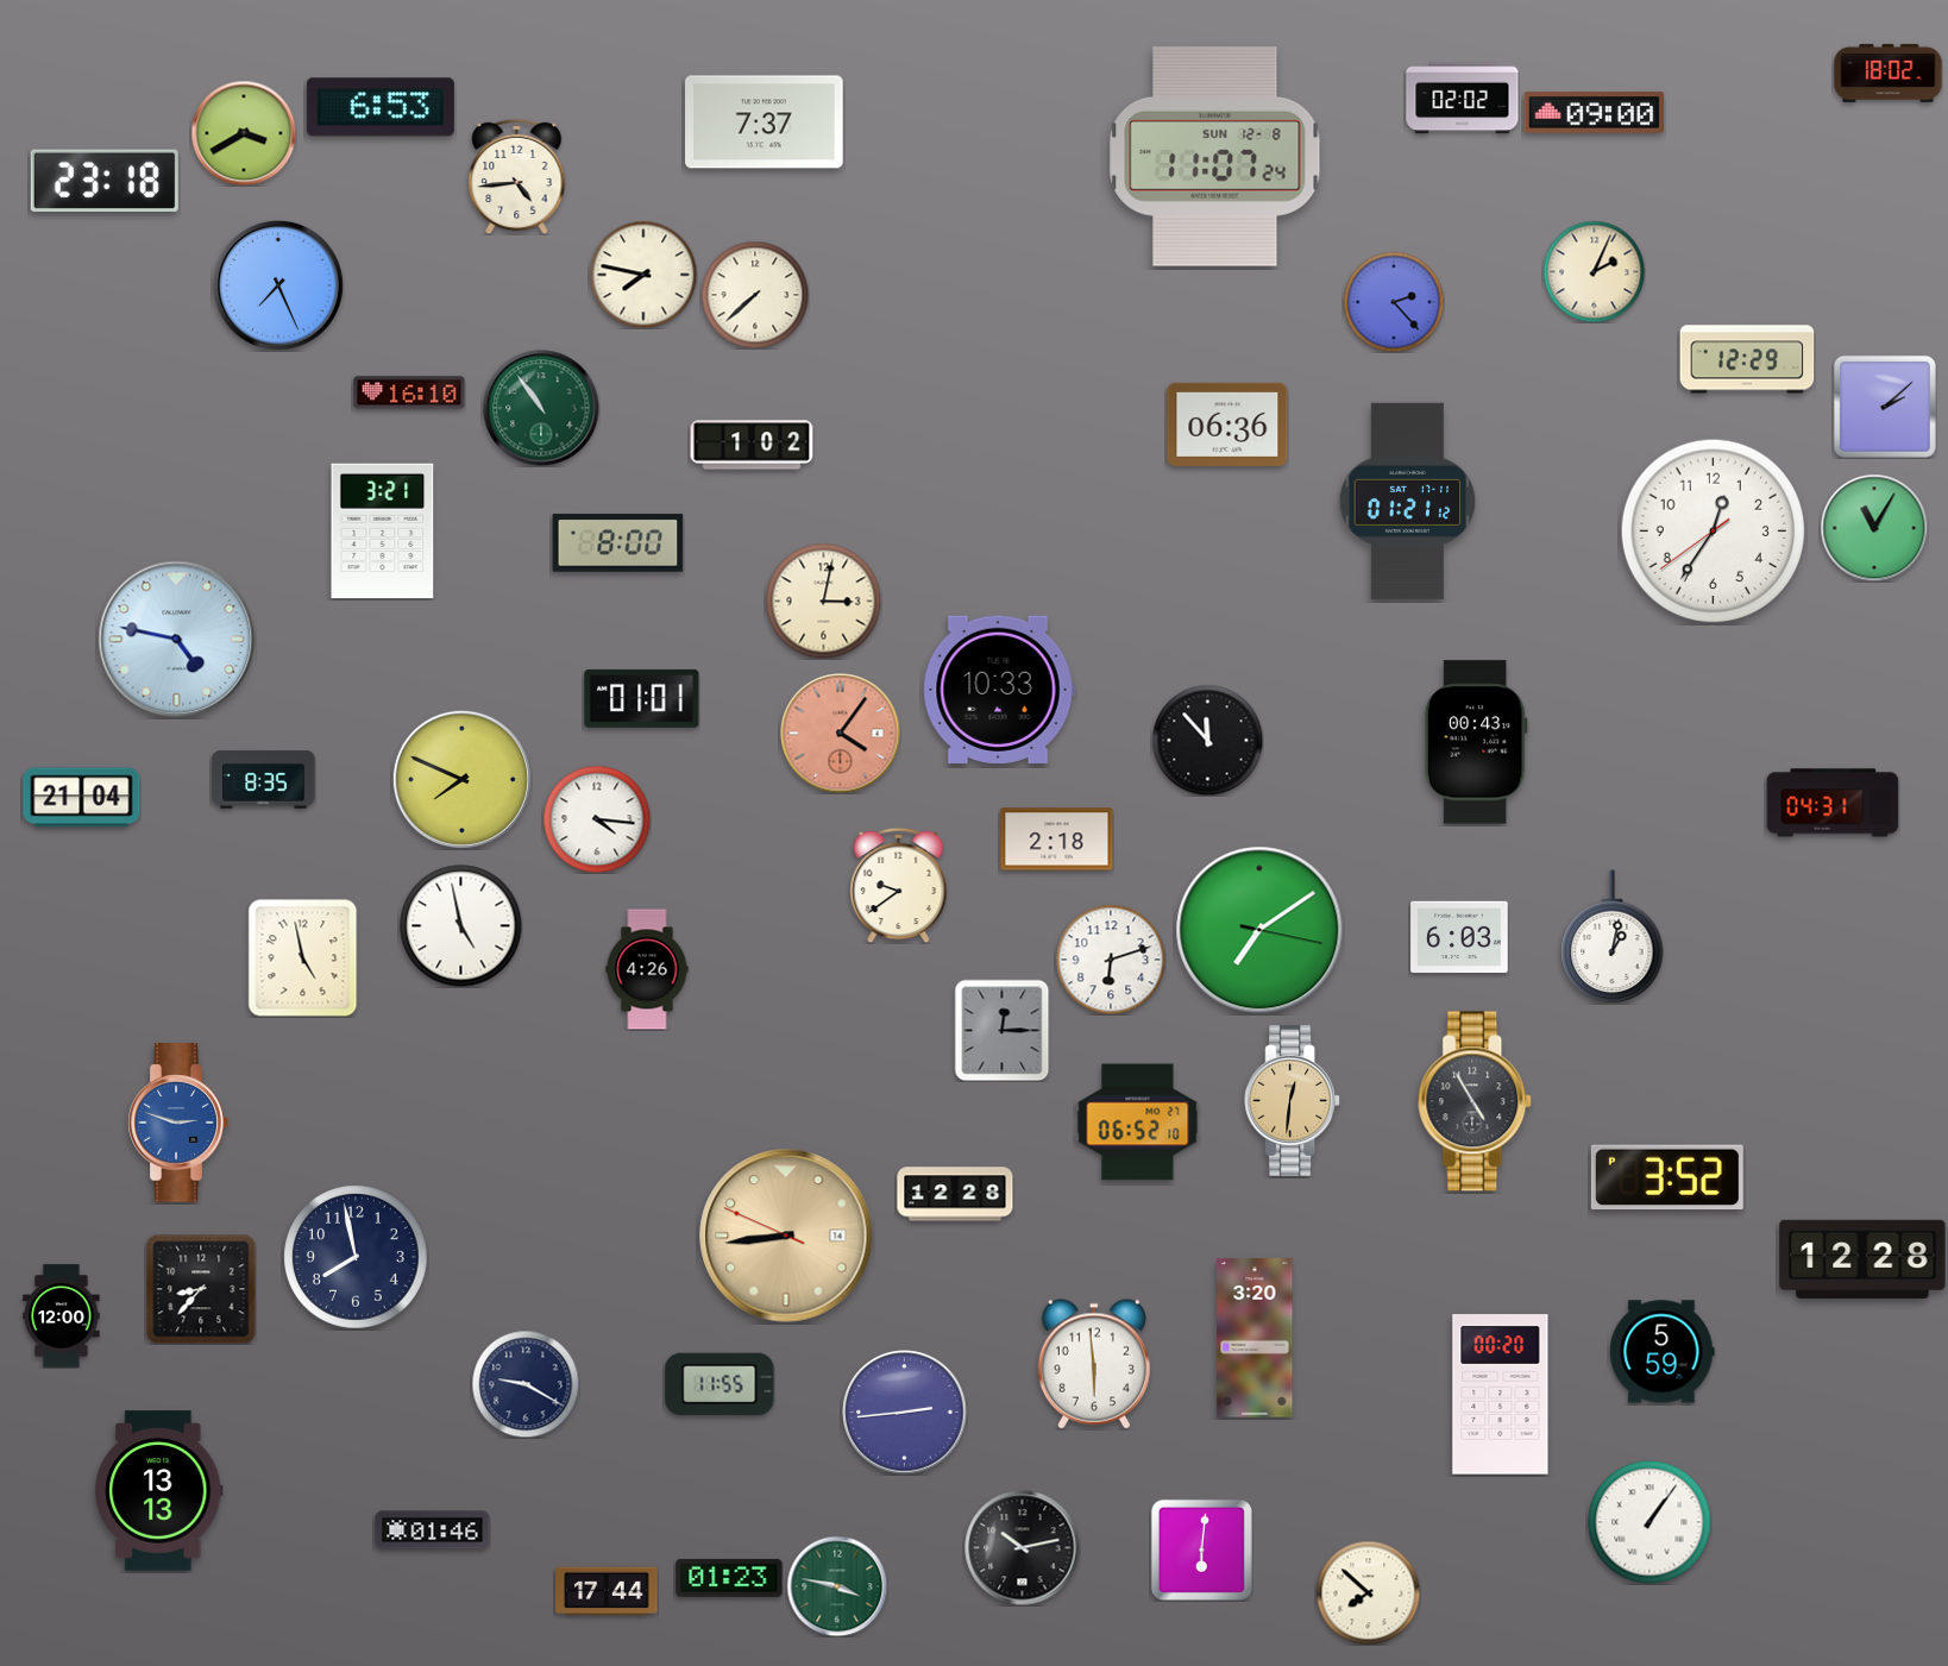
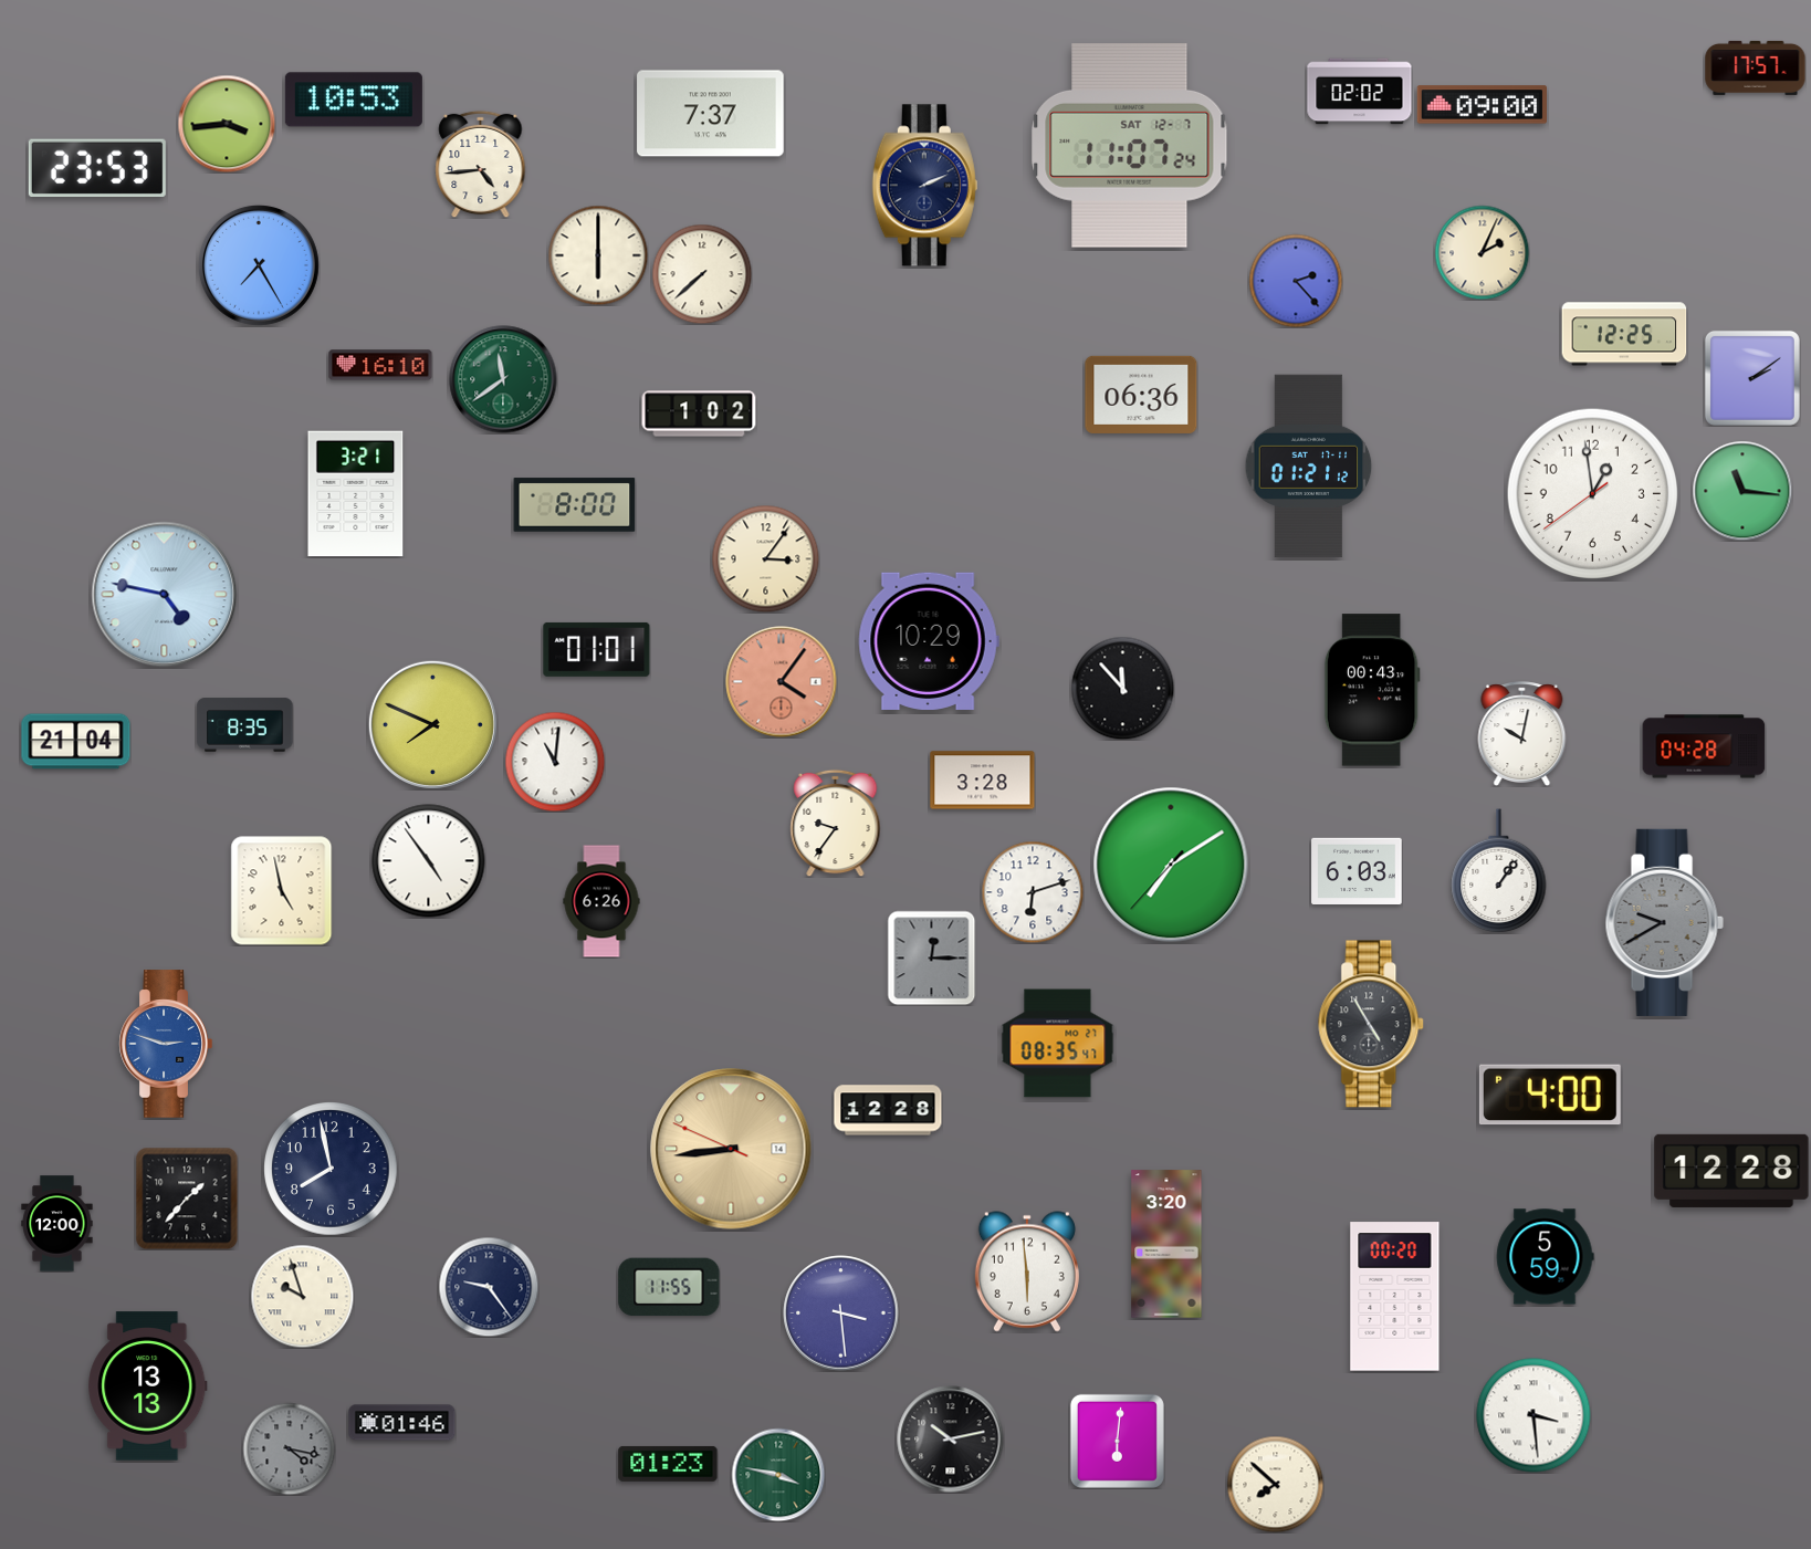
clock at (1889, 73): 18:02 -> 17:57
clock at (381, 107): 6:53 -> 10:53
clock at (244, 133): 3:40 -> 3:44
clock at (1215, 157) date: SUN 12-8 -> SAT 12-7
clock at (105, 180): 23:18 -> 23:53
clock at (924, 186): none -> 2:11
clock at (643, 275): 7:47 -> 6:00
clock at (278, 285): 7:26 -> 7:25
clock at (1747, 359): 12:29 -> 12:25
clock at (1885, 407): 2:08 -> 2:09
clock at (541, 408): 10:54 -> 11:39
clock at (1874, 528): 11:05 -> 11:16
clock at (1714, 532): 12:35 -> 12:58
clock at (823, 601): 3:02 -> 3:06
clock at (999, 690): 10:33 -> 10:29
clock at (461, 779) position: (461, 779) -> (432, 724)
clock at (1522, 734): none -> 10:02
clock at (1833, 803): 04:31 -> 04:28
clock at (597, 819): 4:16 -> 11:01
clock at (1057, 840): 2:18 -> 3:28
clock at (899, 885): 9:39 -> 9:36
clock at (461, 926): 4:58 -> 4:54
clock at (1259, 930): 7:09:17 -> 7:09:37
clock at (1613, 937): 1:02 -> 1:06
clock at (647, 969): 4:26 -> 6:26
clock at (1664, 922): none -> 9:40
clock at (1293, 1100): 12:31 -> none
clock at (1138, 1123): 06:52 -> 08:35
clock at (1667, 1177): 3:52 -> 4:00
clock at (201, 1289): 8:37 -> 1:37
clock at (1094, 1364) position: (1094, 1364) -> (1027, 1271)
clock at (526, 1384): 9:20 -> 9:24
clock at (302, 1296): none -> 9:57
clock at (905, 1413): 2:44 -> 3:29
clock at (1649, 1522): 1:06 -> 3:29
clock at (289, 1448): none -> 4:17
clock at (729, 1578) position: (729, 1578) -> (668, 1464)
clock at (607, 1591): 17:44 -> none
clock at (1368, 1592) position: (1368, 1592) -> (1275, 1484)
